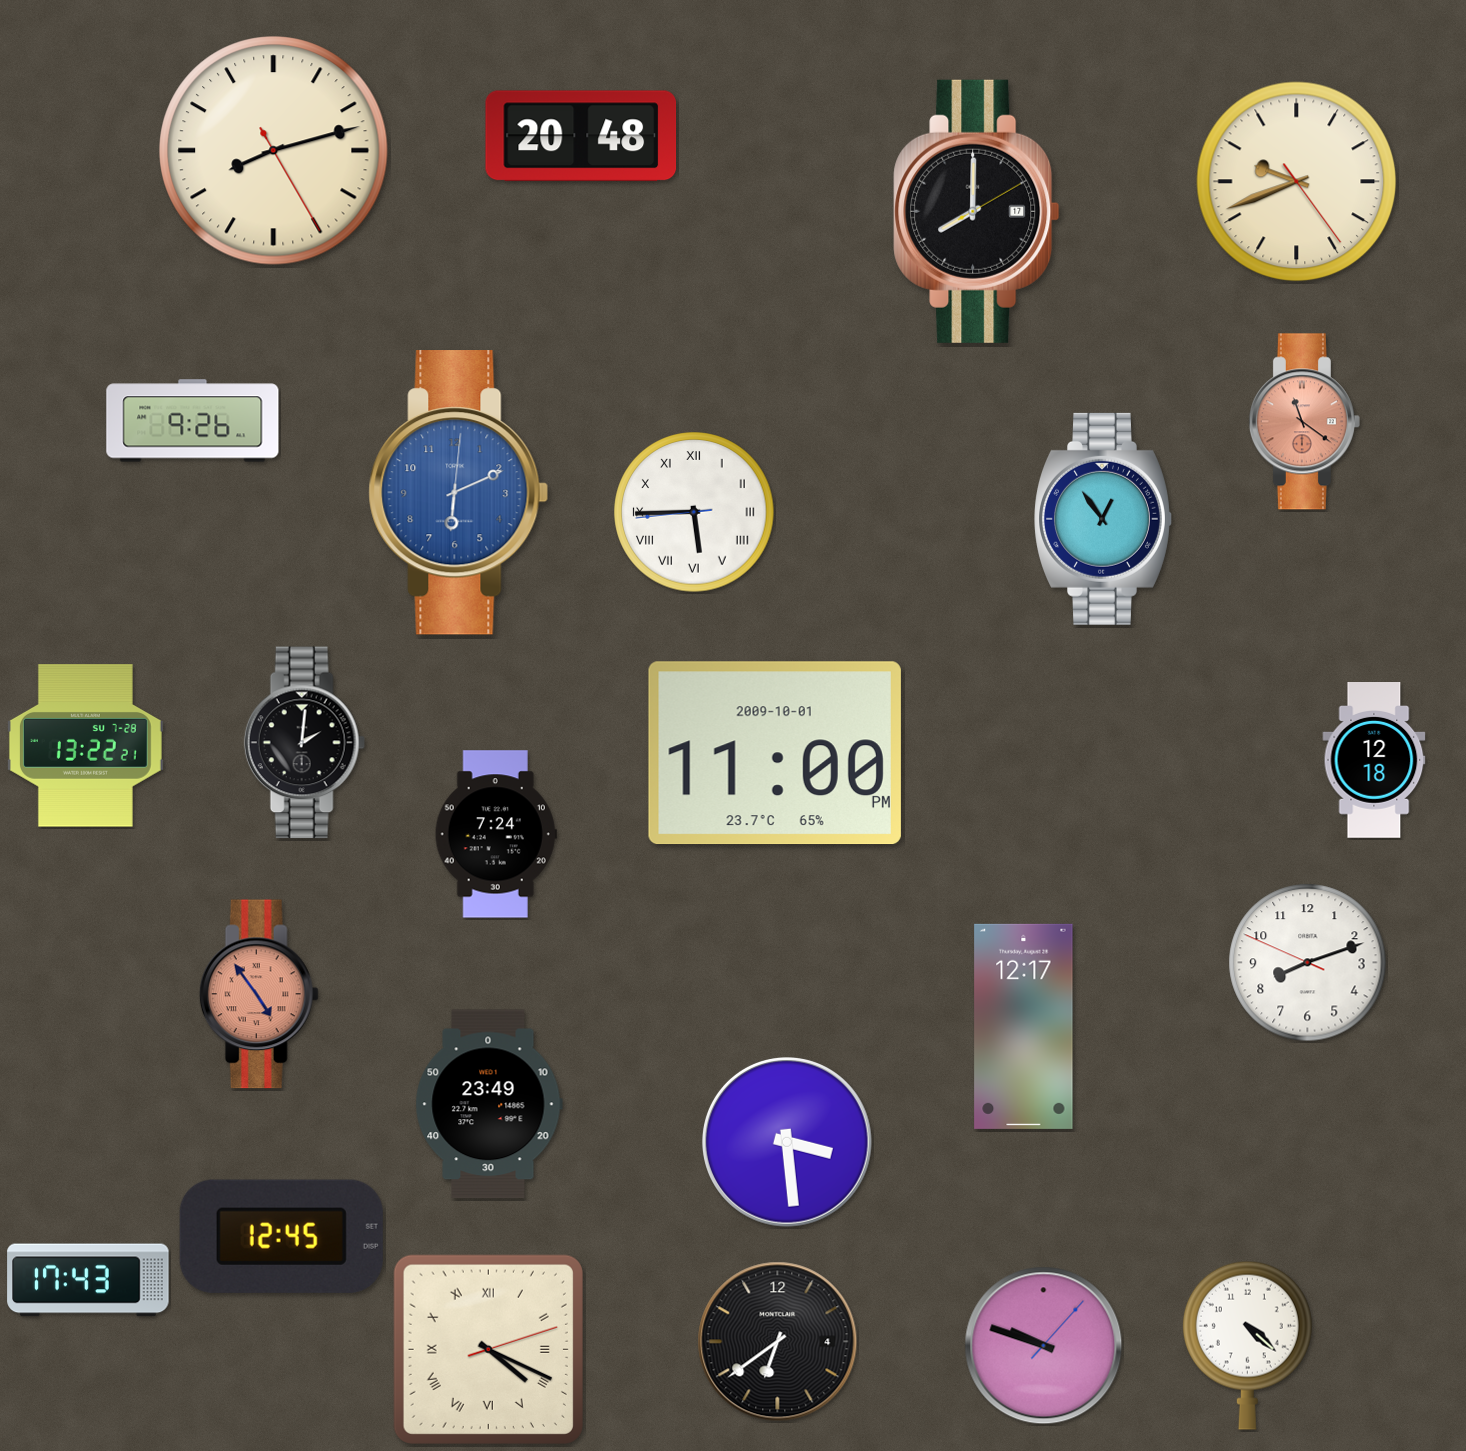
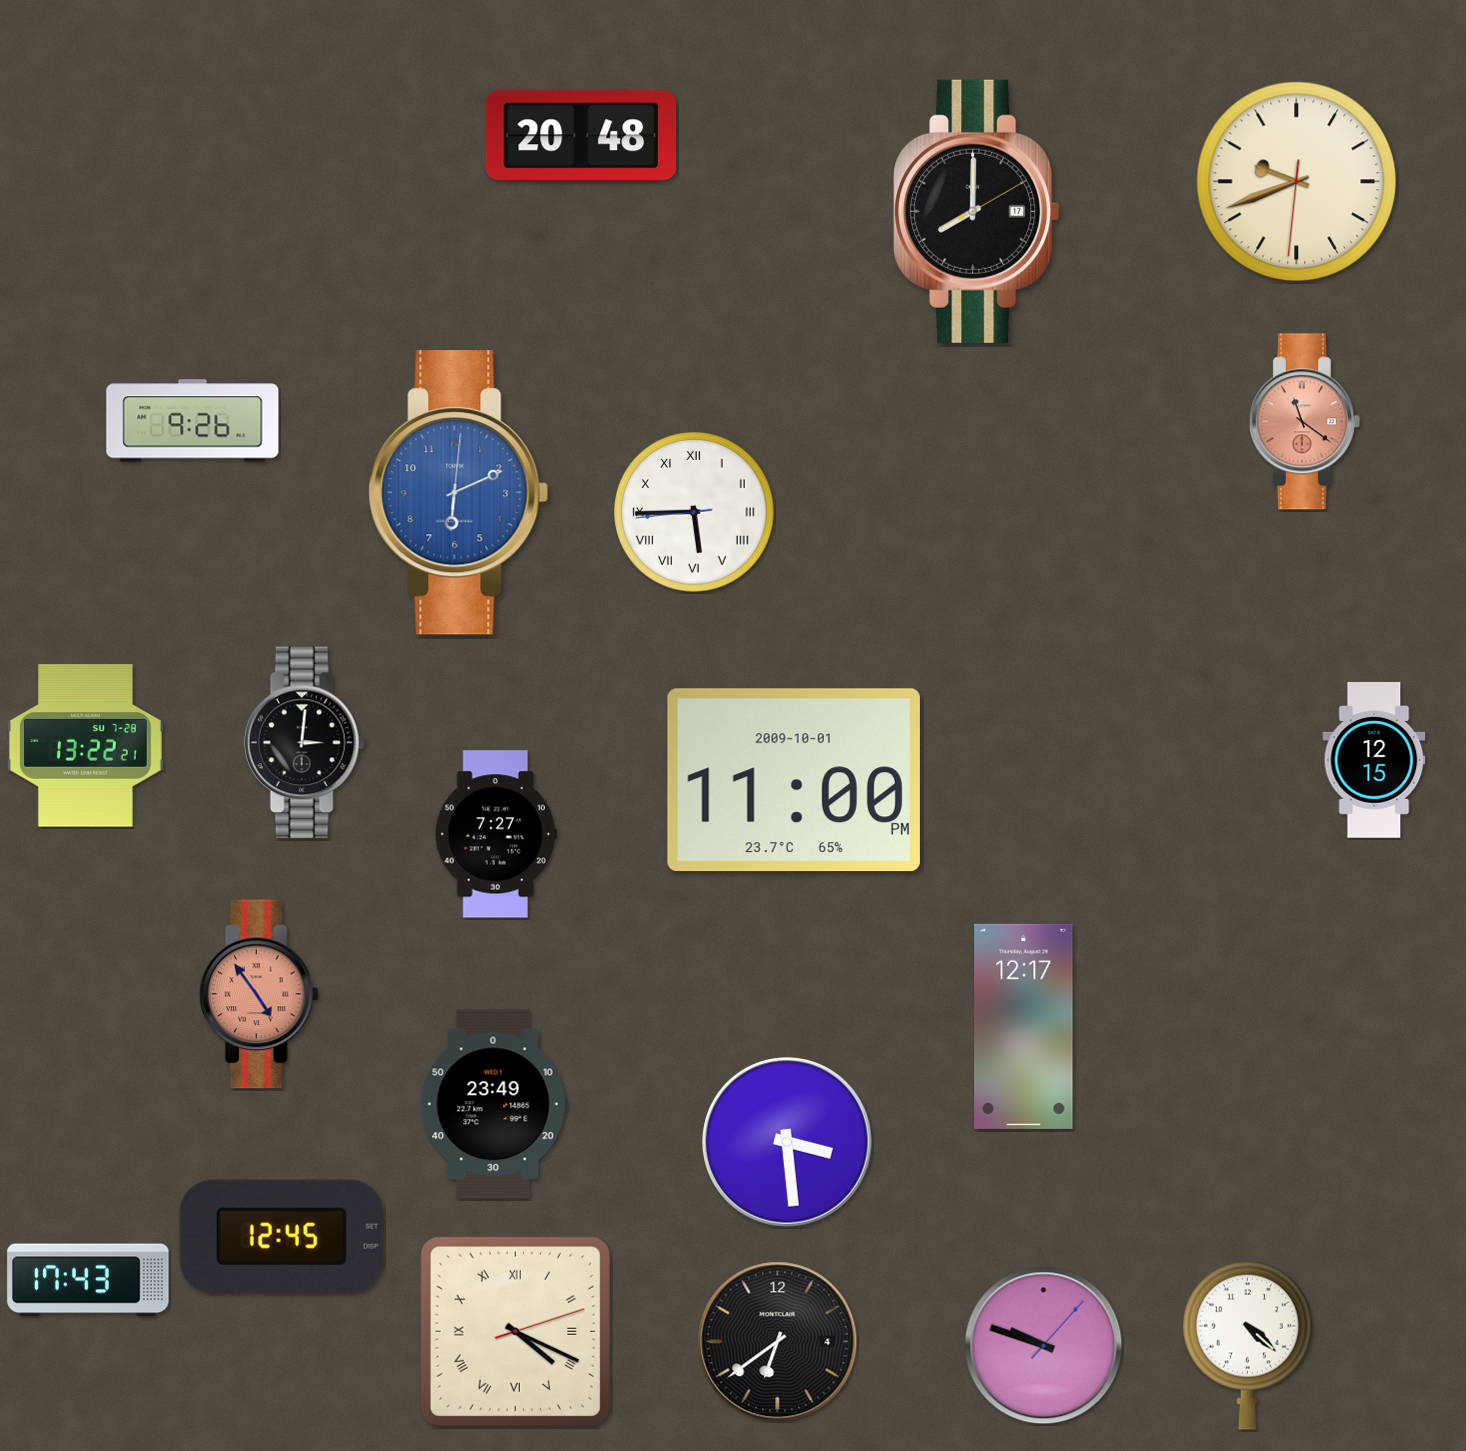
clock at (274, 151): 8:12 -> none
clock at (1297, 182): 9:41:24 -> 9:41:31
clock at (1103, 519): 12:54 -> none
clock at (304, 743): 2:01 -> 3:01
clock at (775, 753) position: (775, 753) -> (794, 780)
clock at (1374, 761): 12:18 -> 12:15
clock at (496, 834): 7:24 -> 7:27
clock at (1308, 963): 8:11 -> none
clock at (489, 1104) position: (489, 1104) -> (494, 1104)
clock at (488, 1349) position: (488, 1349) -> (515, 1331)
